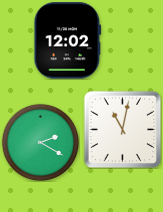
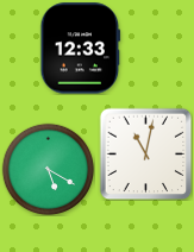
clock at (68, 41): 12:02 -> 12:33
clock at (40, 142): 2:20 -> 5:20
